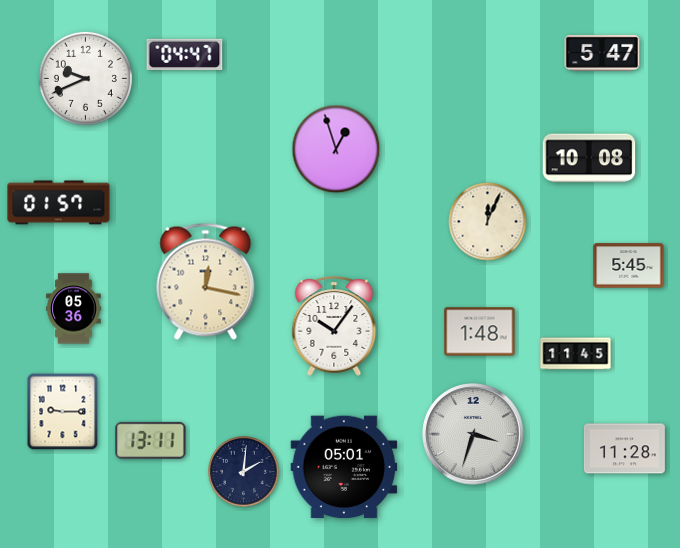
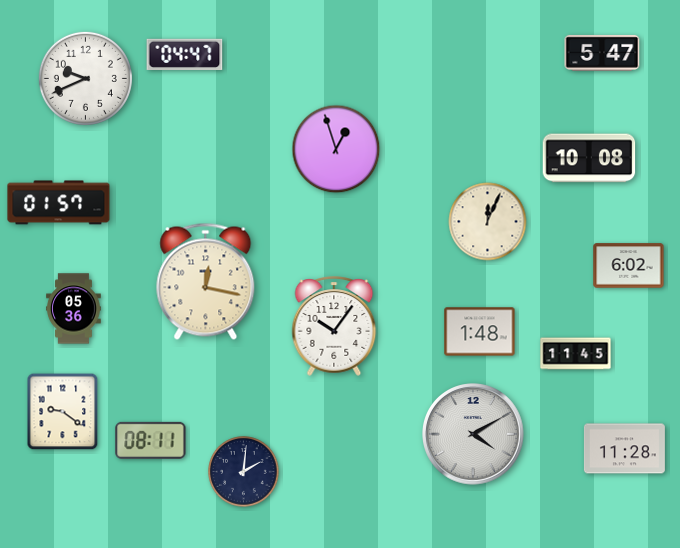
clock at (629, 266): 5:45 -> 6:02
clock at (63, 412): 9:15 -> 9:21
clock at (474, 435): 3:33 -> 4:10
clock at (151, 440): 13:11 -> 08:11
clock at (344, 467): 05:01 -> none
